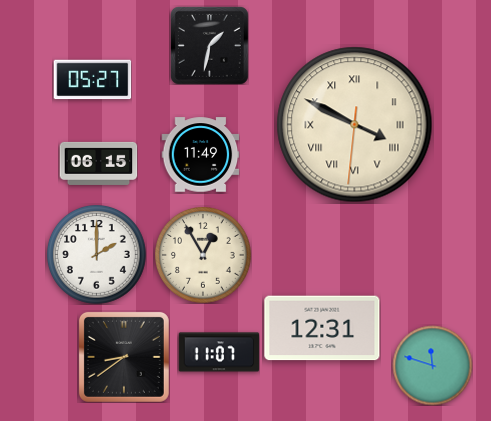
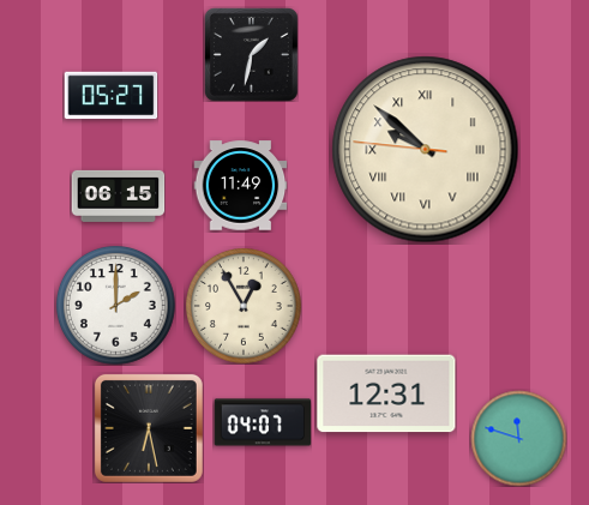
clock at (355, 125): 3:49 -> 9:51
clock at (219, 352): 11:07 -> 04:07
clock at (124, 357): 8:39 -> 6:28
